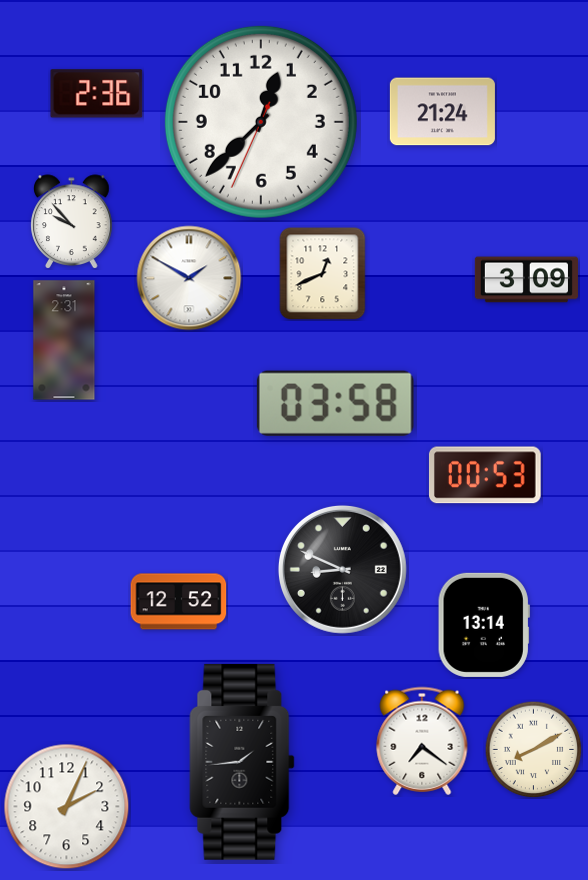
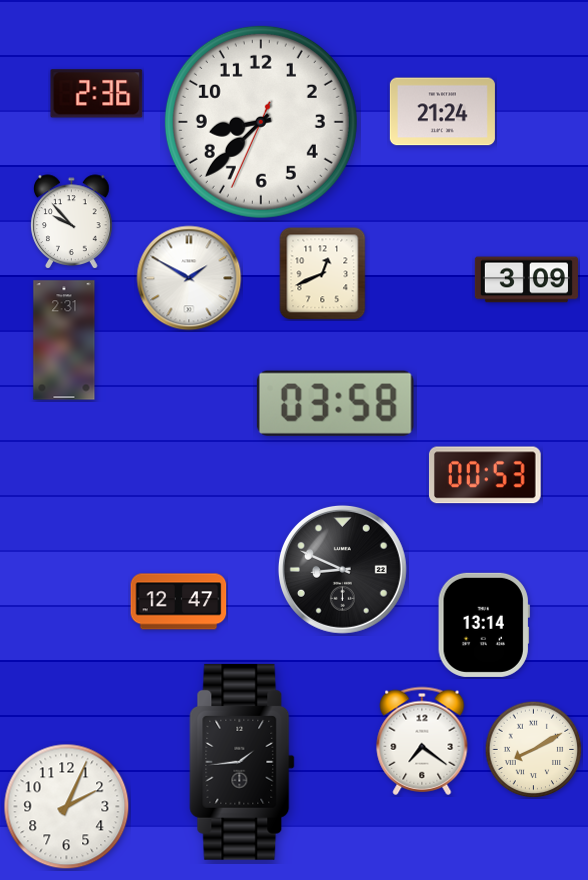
clock at (261, 122): 12:37 -> 8:37
clock at (179, 602): 12:52 -> 12:47
